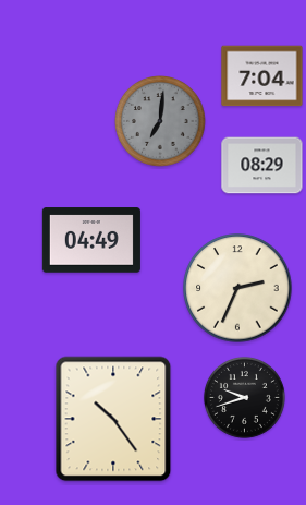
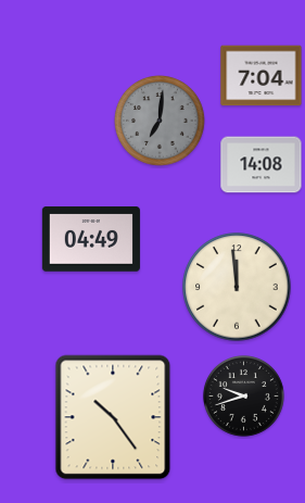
clock at (262, 166): 08:29 -> 14:08
clock at (237, 288): 2:34 -> 11:59
